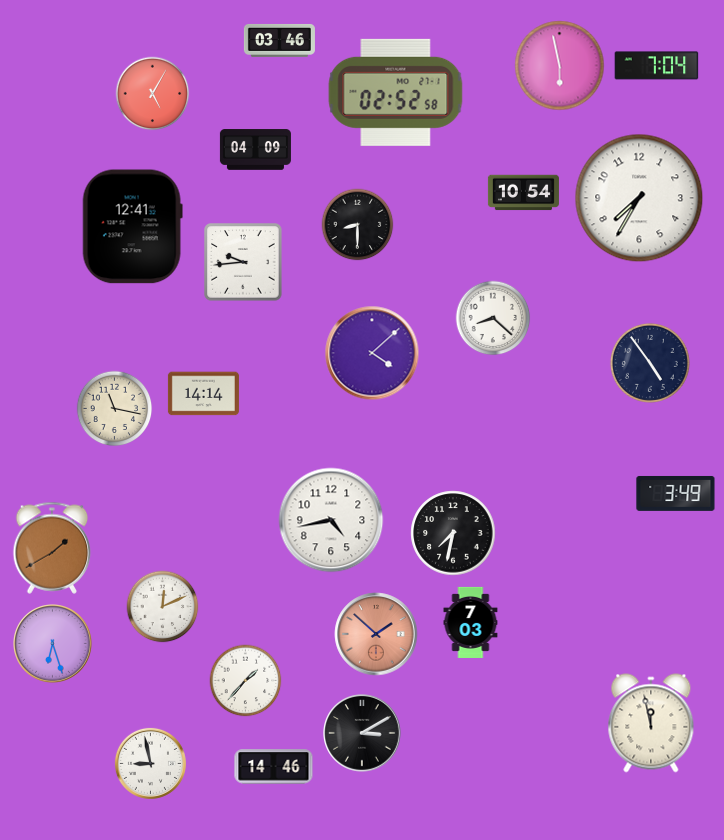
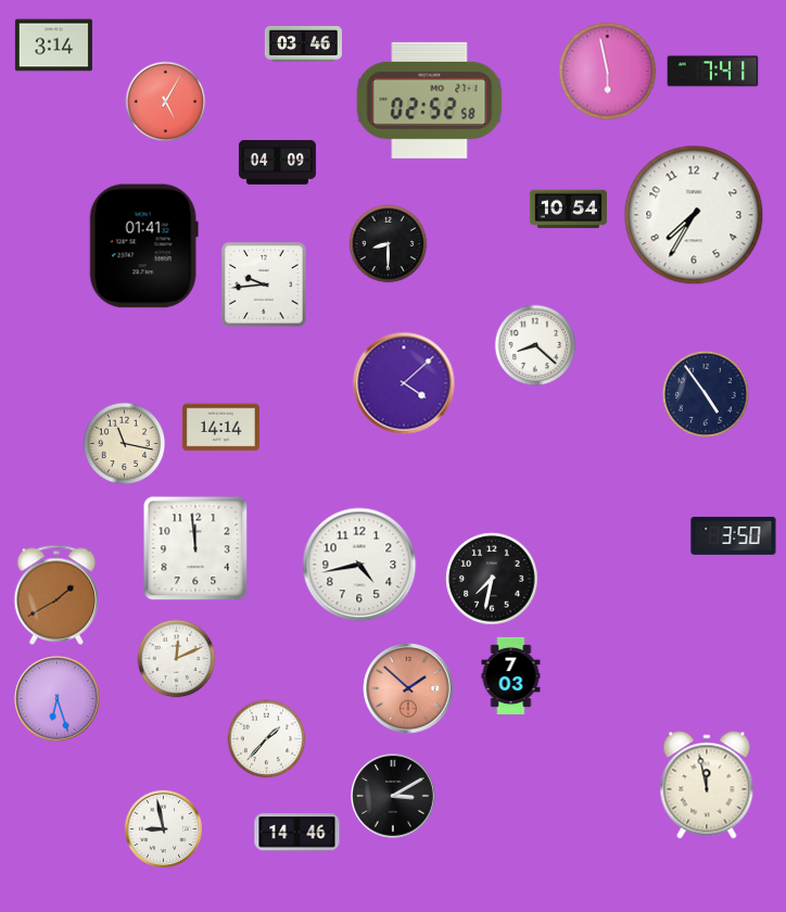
clock at (53, 46): none -> 3:14
clock at (657, 66): 7:04 -> 7:41
clock at (132, 227): 12:41 -> 01:41
clock at (676, 493): 3:49 -> 3:50
clock at (195, 548): none -> 11:59
